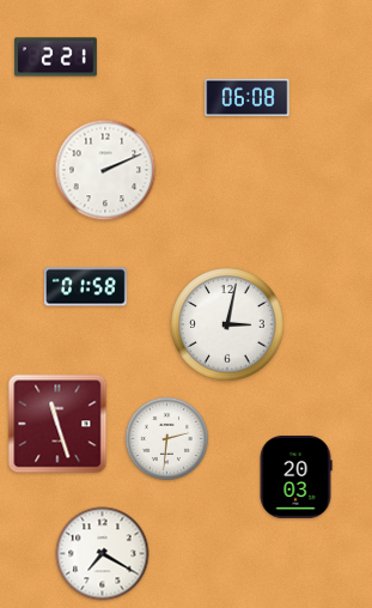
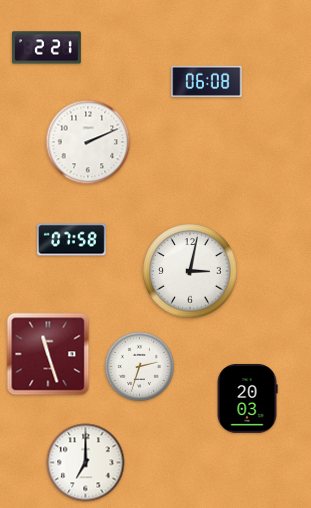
clock at (85, 287): 01:58 -> 07:58
clock at (166, 438): 2:31 -> 2:33
clock at (103, 554): 7:20 -> 7:00
